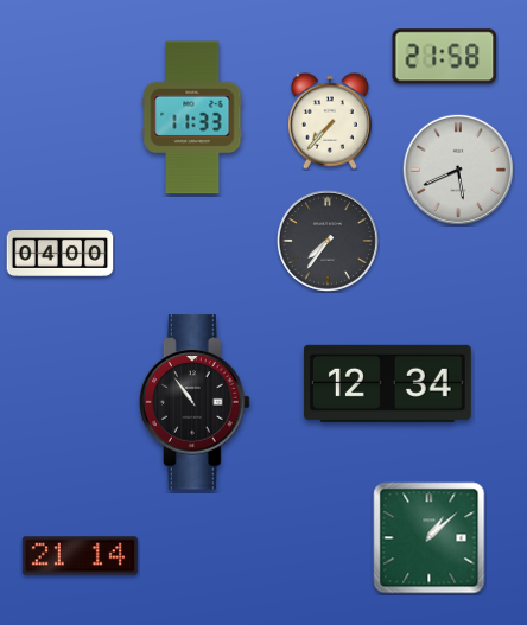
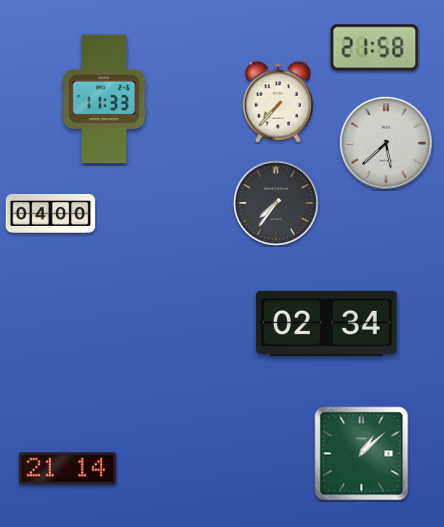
clock at (192, 117) position: (192, 117) -> (104, 99)
clock at (458, 170): 5:41 -> 5:38
clock at (387, 383): 12:34 -> 02:34
clock at (196, 402): 10:54 -> none
